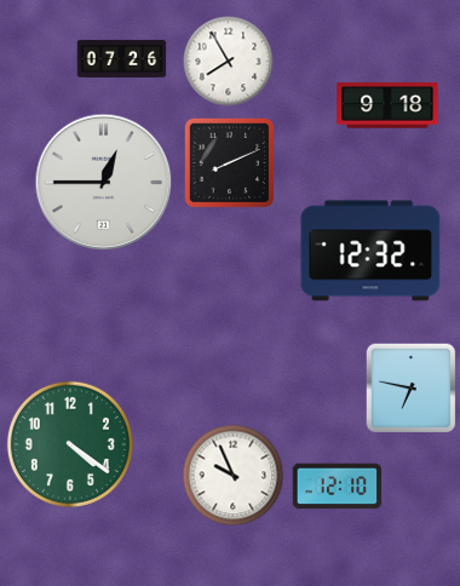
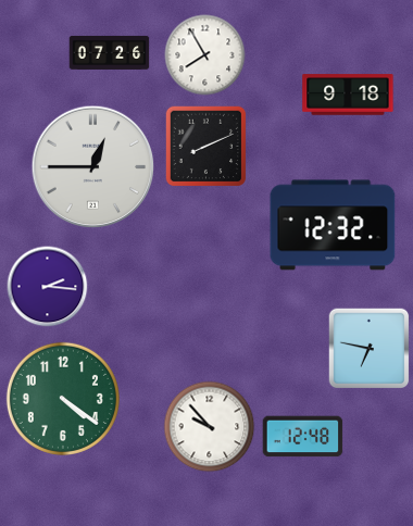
clock at (104, 183) position: (104, 183) -> (93, 167)
clock at (48, 287): none -> 2:16
clock at (234, 476): 9:56 -> 9:53
clock at (338, 487): 12:10 -> 12:48
